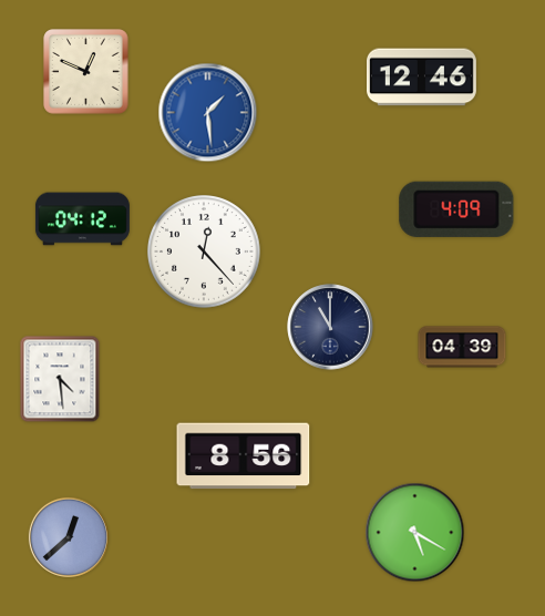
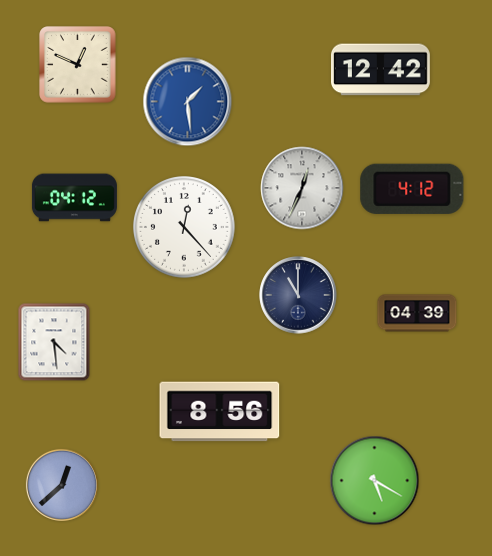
clock at (422, 78): 12:46 -> 12:42
clock at (302, 188): none -> 12:34
clock at (456, 209): 4:09 -> 4:12
